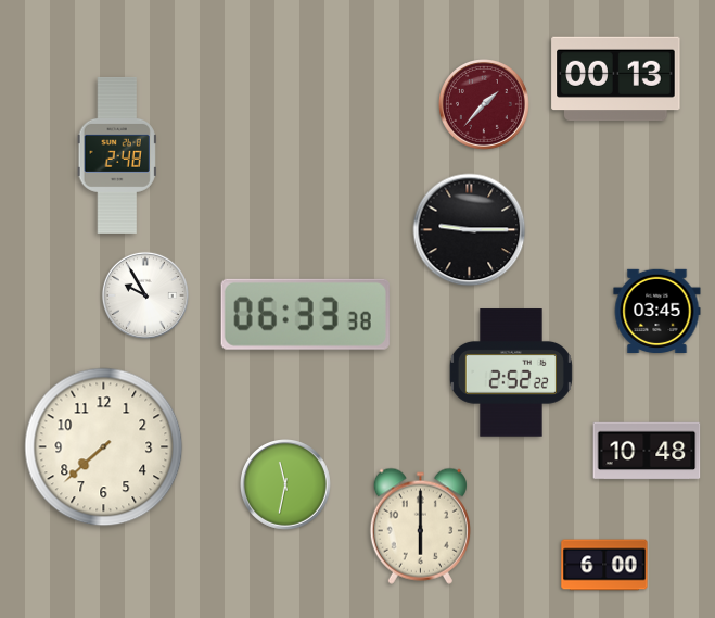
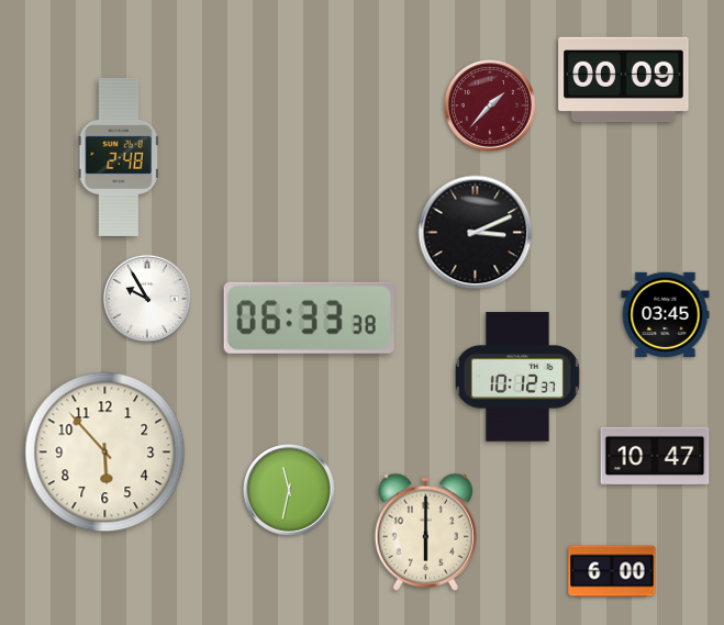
clock at (616, 79): 00:13 -> 00:09
clock at (470, 230): 9:15 -> 3:11
clock at (511, 373): 2:52 -> 10:12
clock at (104, 447): 7:38 -> 5:53
clock at (647, 451): 10:48 -> 10:47
